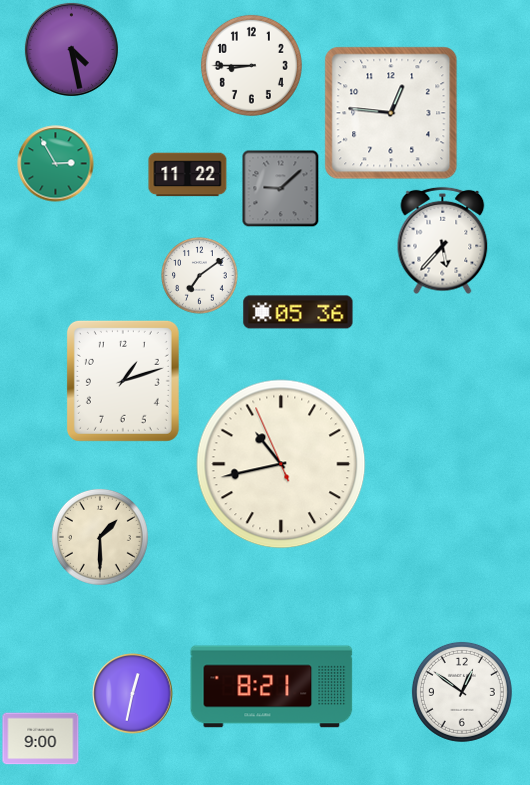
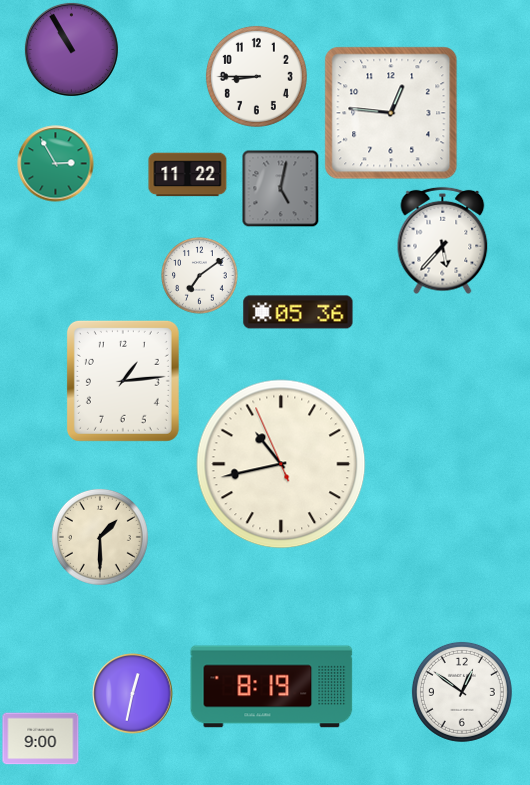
clock at (71, 49): 4:28 -> 10:55
clock at (251, 65) position: (251, 65) -> (256, 76)
clock at (280, 188): 9:08 -> 5:02
clock at (123, 381): 1:12 -> 1:14
clock at (272, 687): 8:21 -> 8:19
